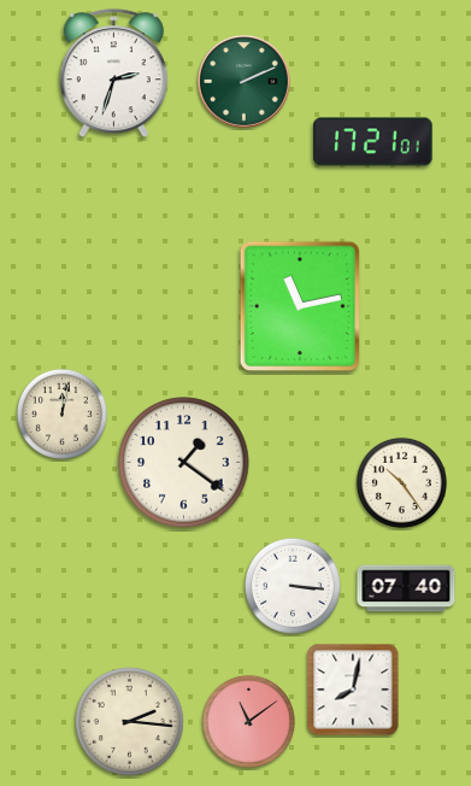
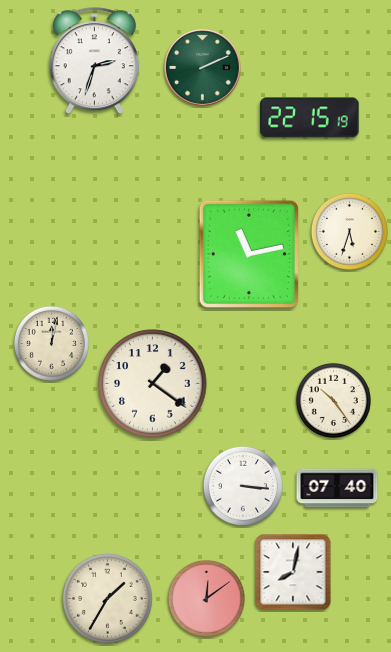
clock at (373, 142): 17:21 -> 22:15
clock at (349, 231): none -> 5:33
clock at (129, 721): 2:16 -> 1:35
clock at (248, 721): 11:09 -> 12:09
